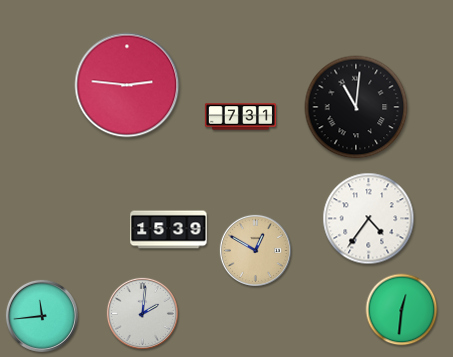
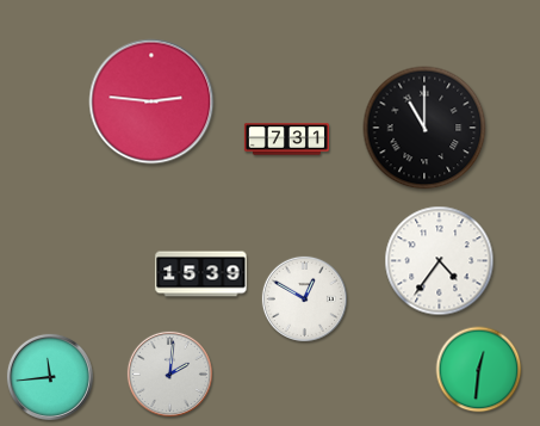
clock at (356, 107): 11:01 -> 11:00
clock at (255, 250) dial: champagne -> white
